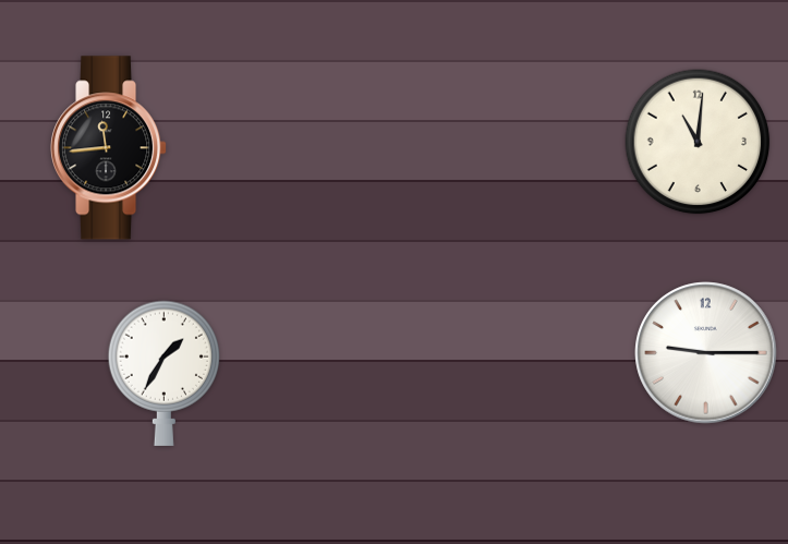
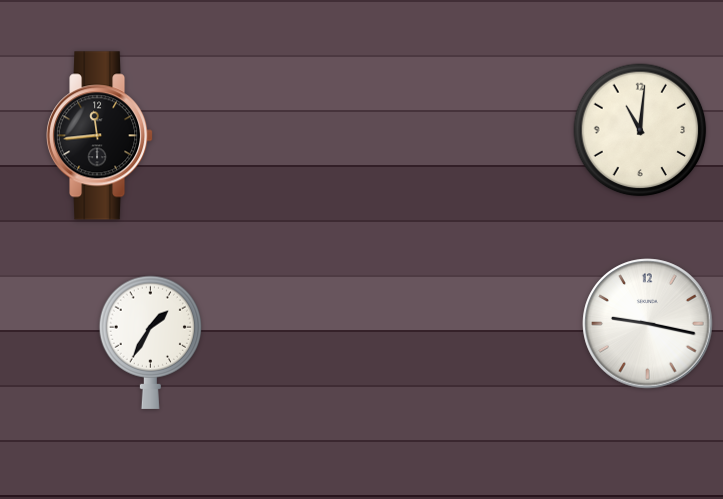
clock at (706, 353): 9:15 -> 9:17
